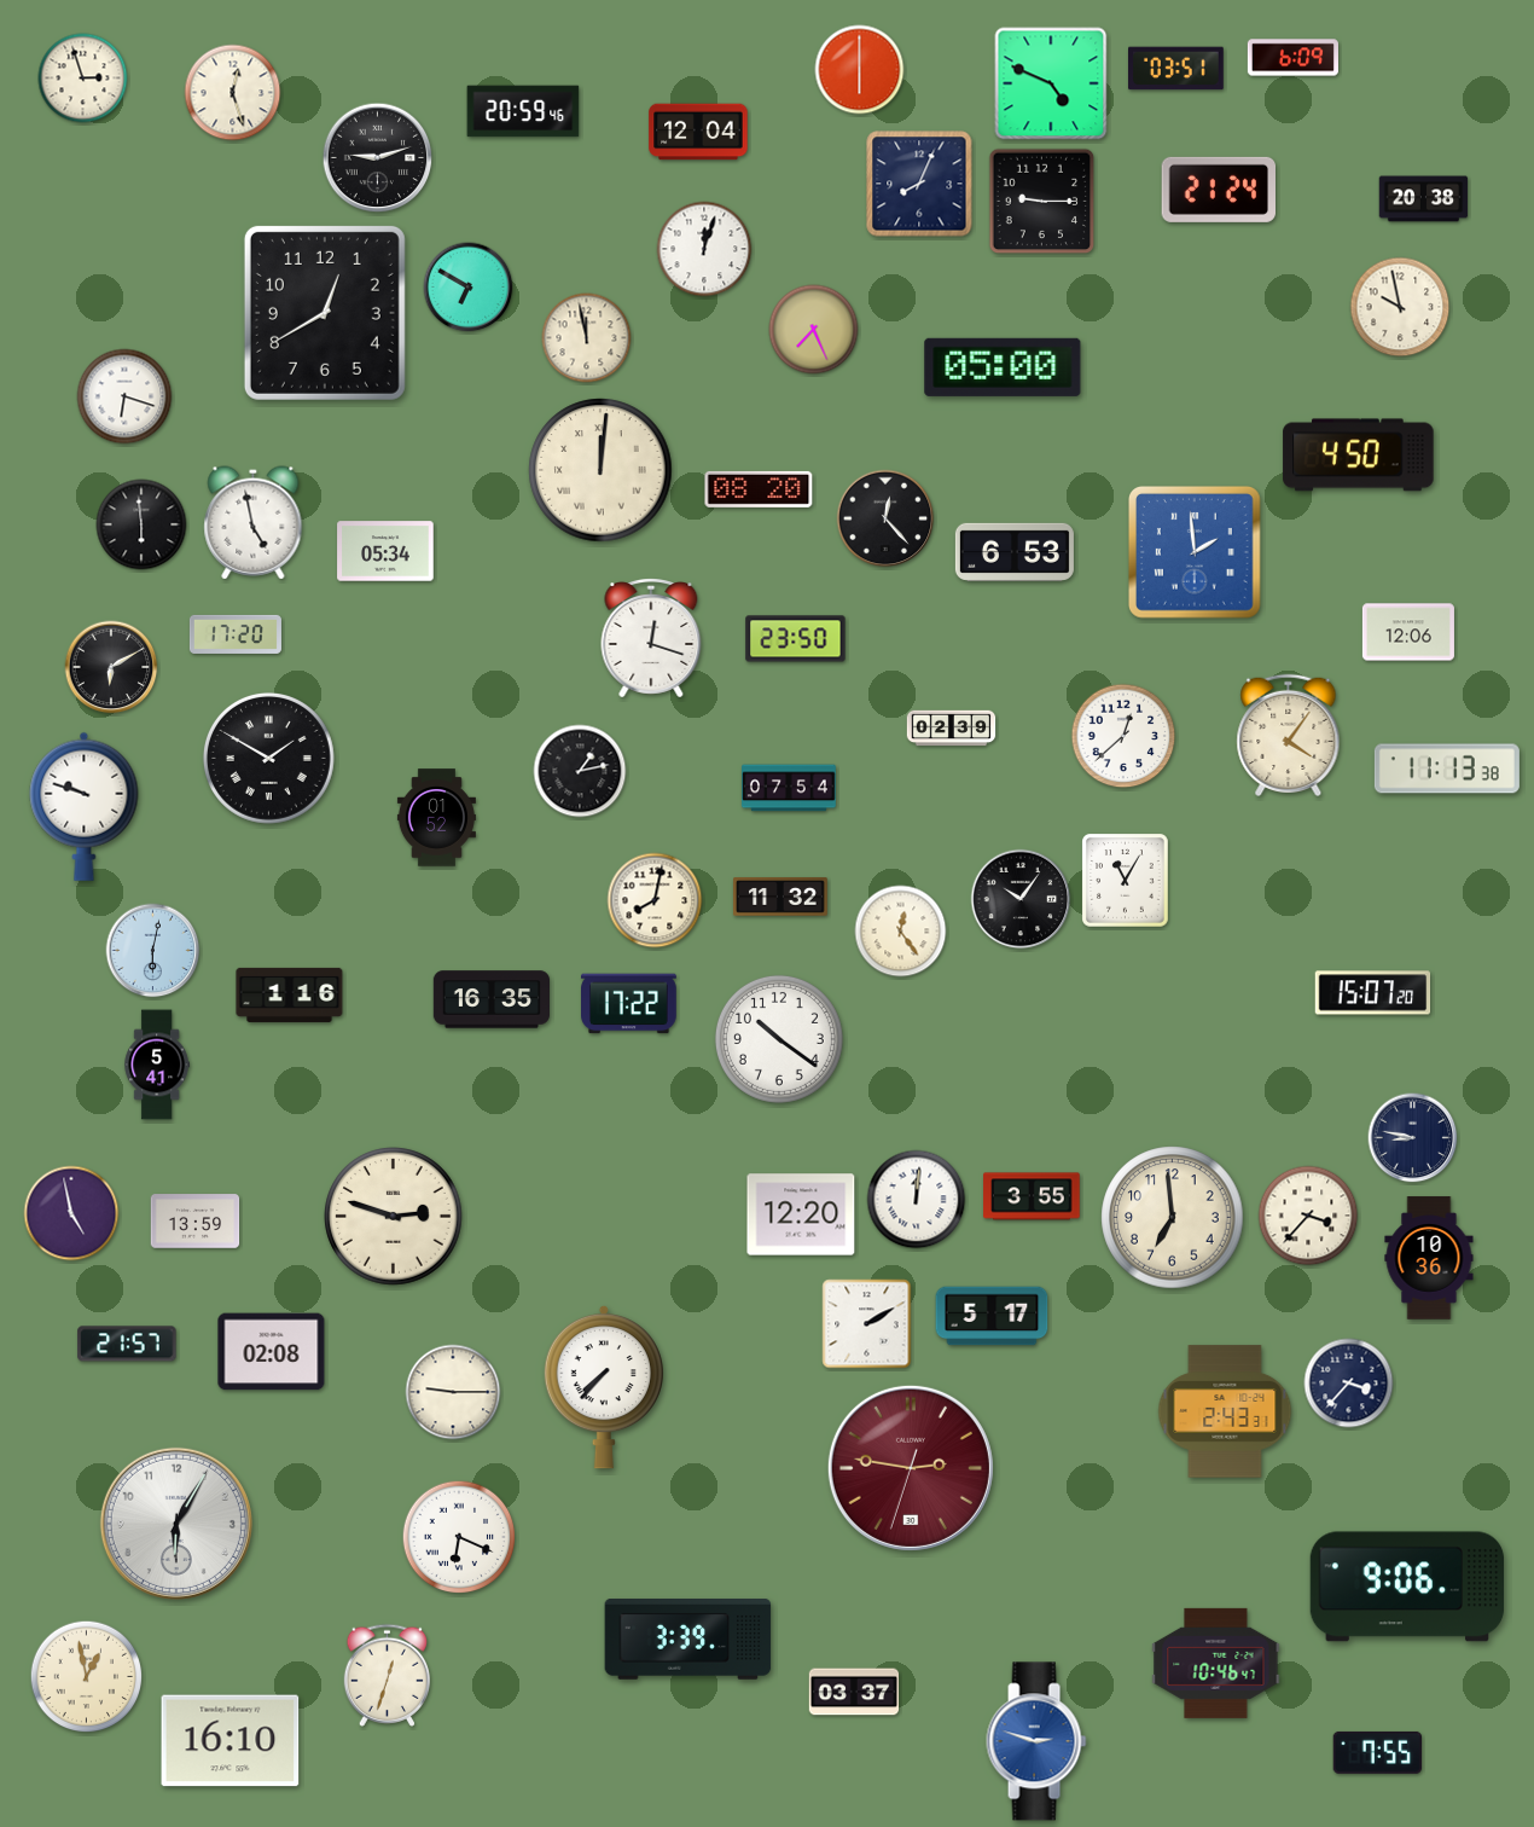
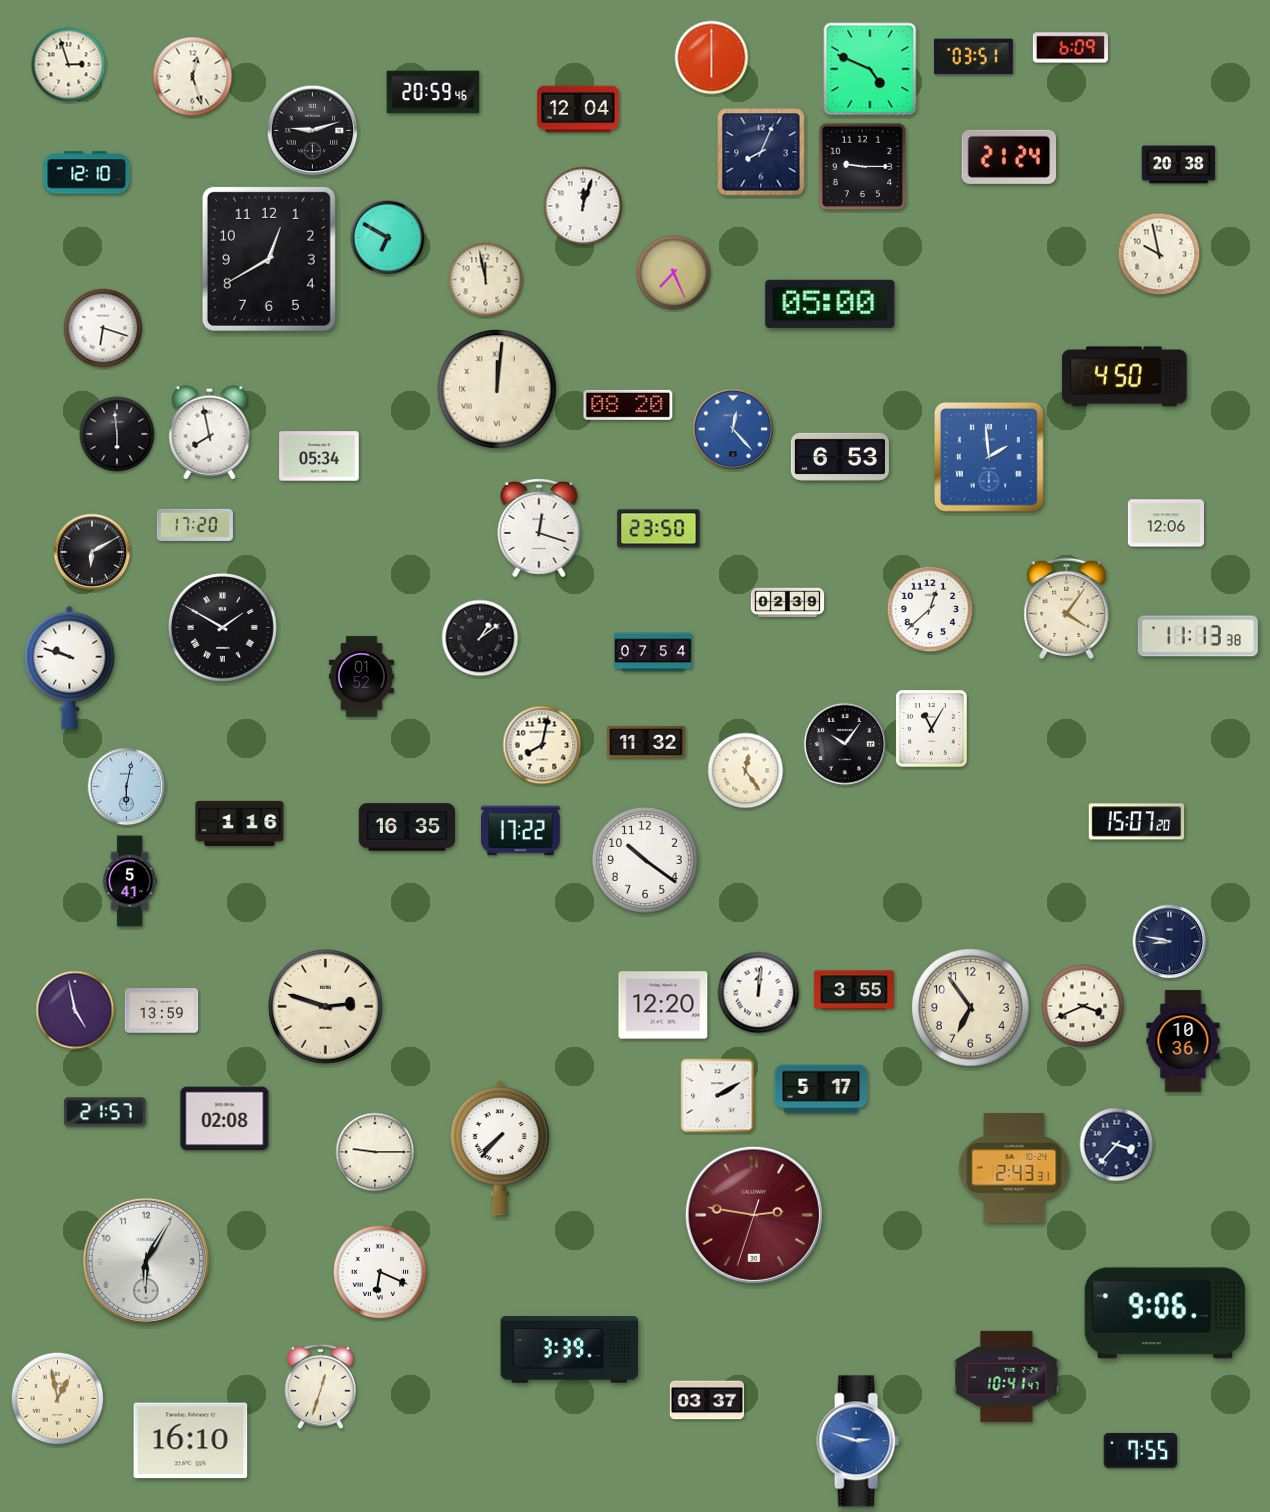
clock at (87, 173): none -> 12:10
clock at (885, 518) dial: black -> blue
clock at (254, 523): 4:58 -> 7:58
clock at (580, 771): 1:13 -> 1:09
clock at (71, 1213) position: (71, 1213) -> (75, 1010)
clock at (1308, 1216): 3:37 -> 3:41
clock at (1173, 1218): 6:59 -> 6:54
clock at (688, 1640) position: (688, 1640) -> (570, 1350)
clock at (1216, 1663): 10:46 -> 10:41
clock at (87, 1677) position: (87, 1677) -> (58, 1399)
